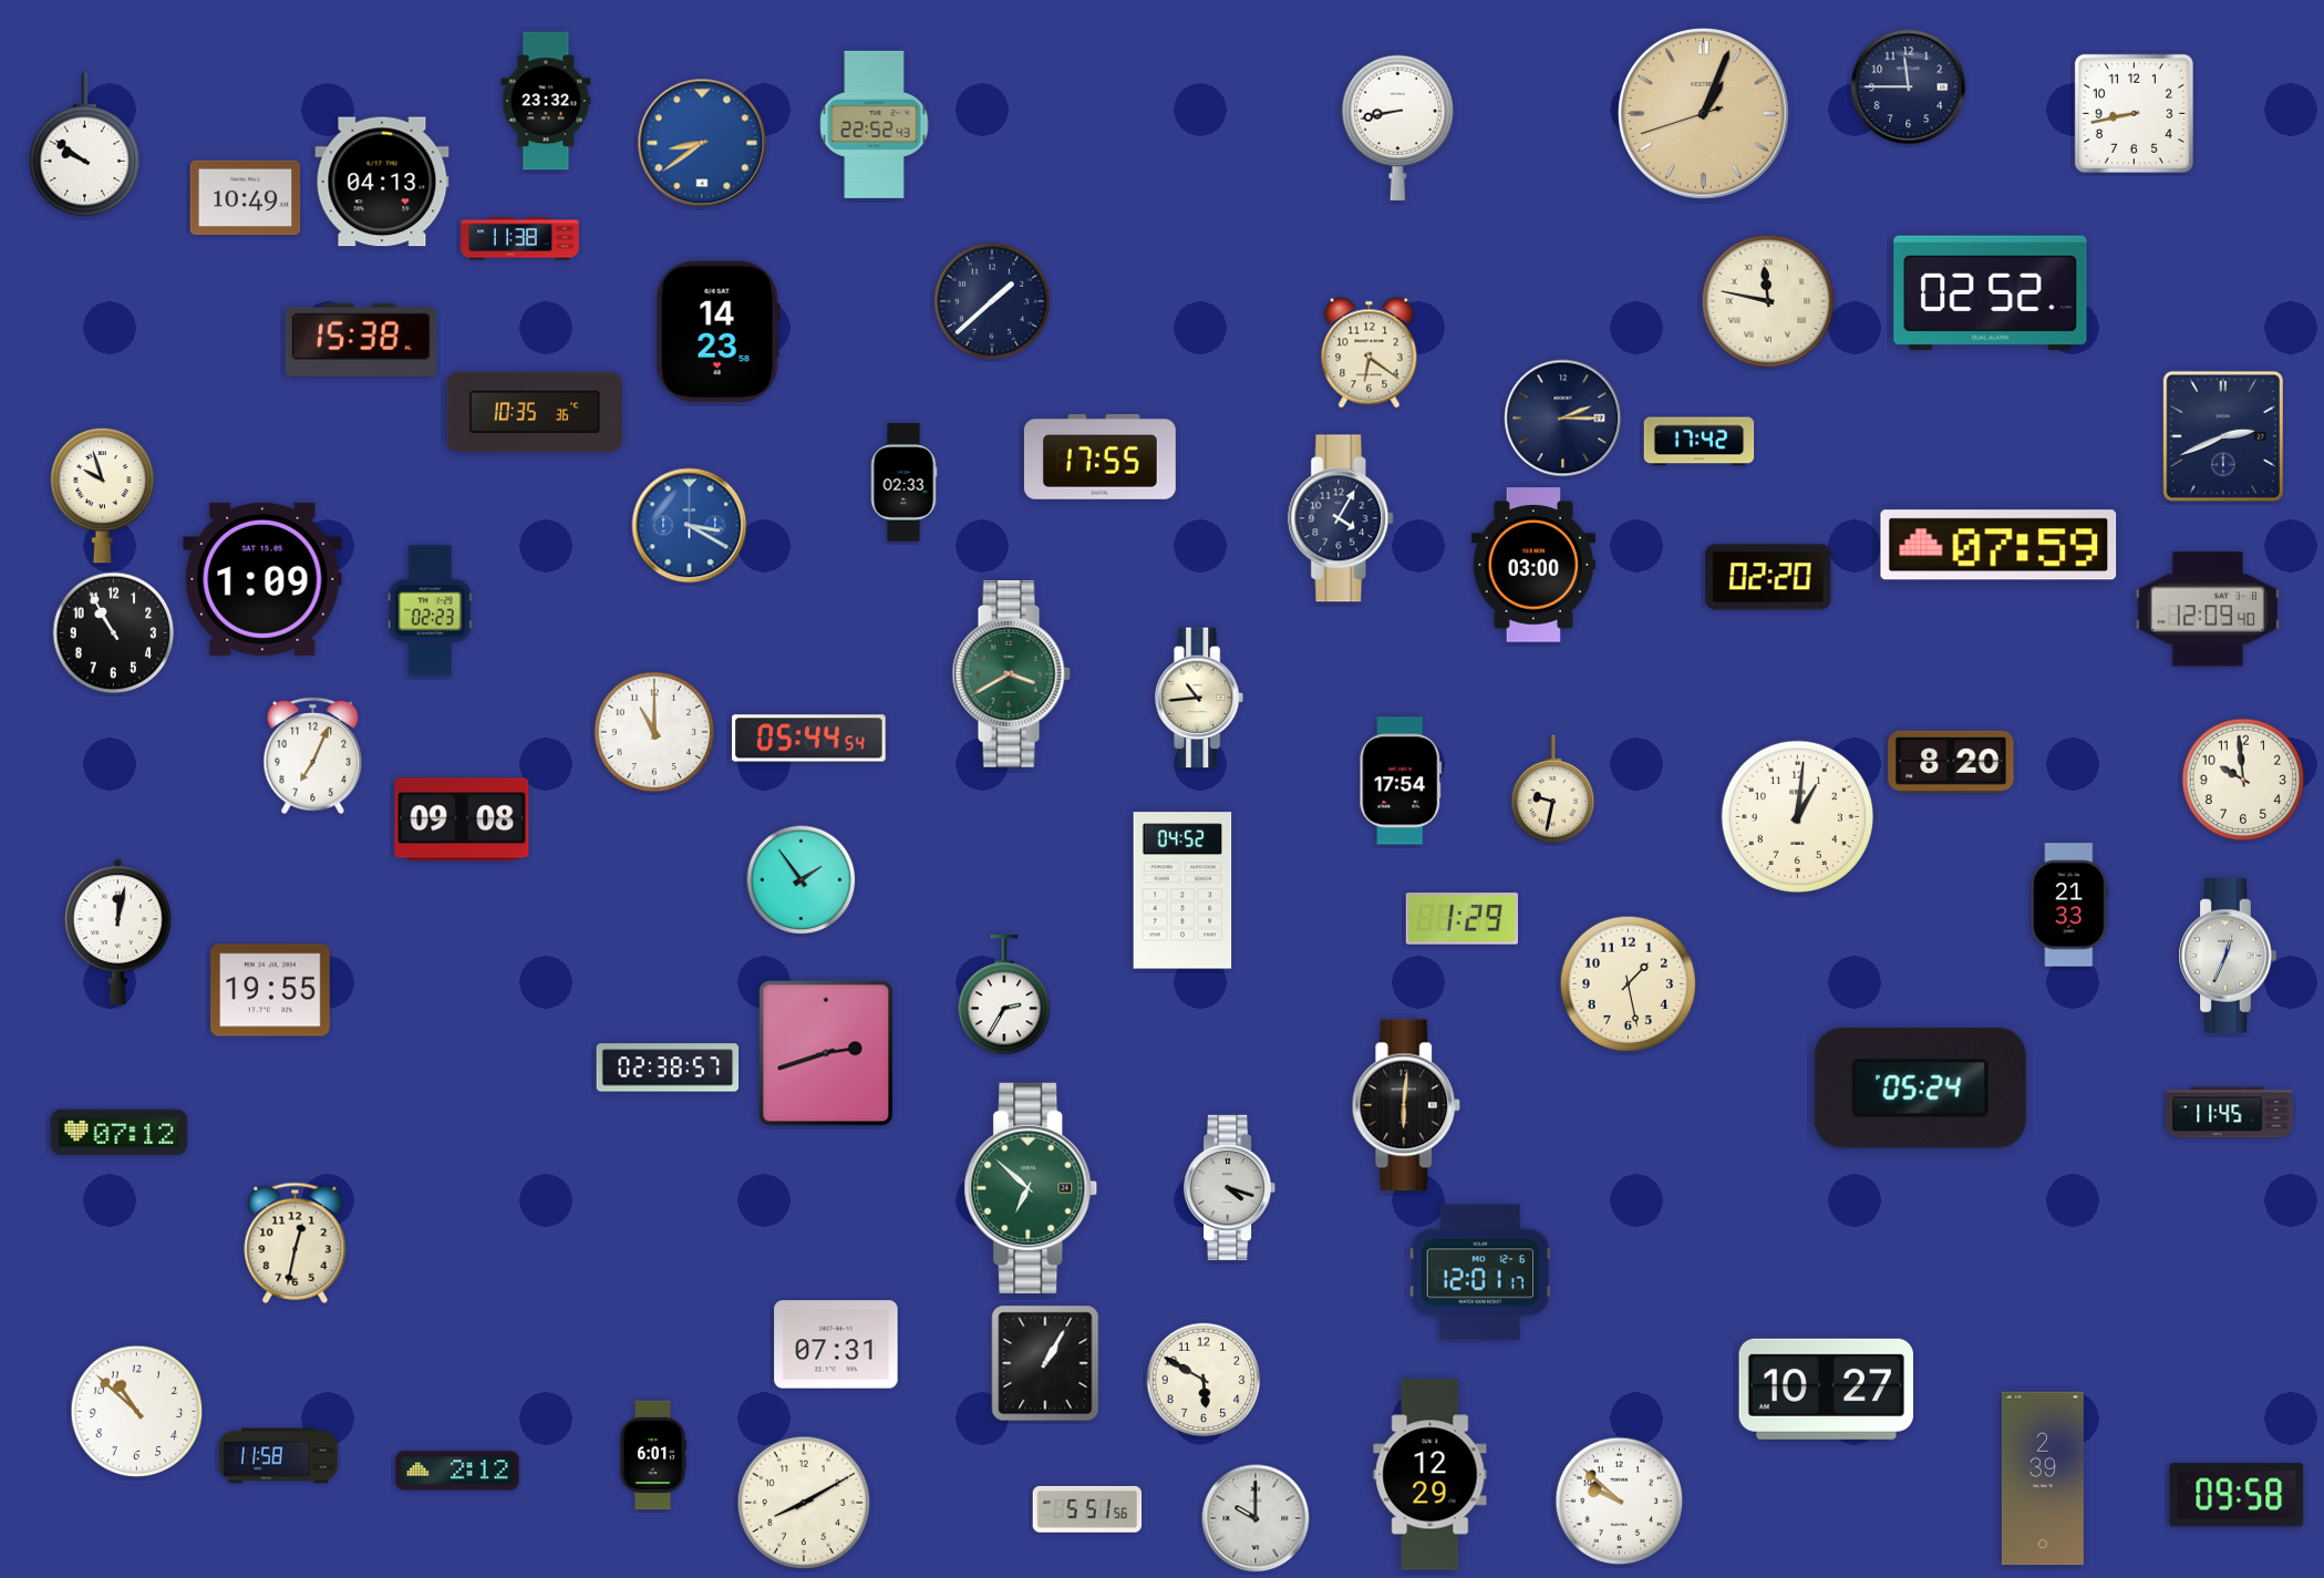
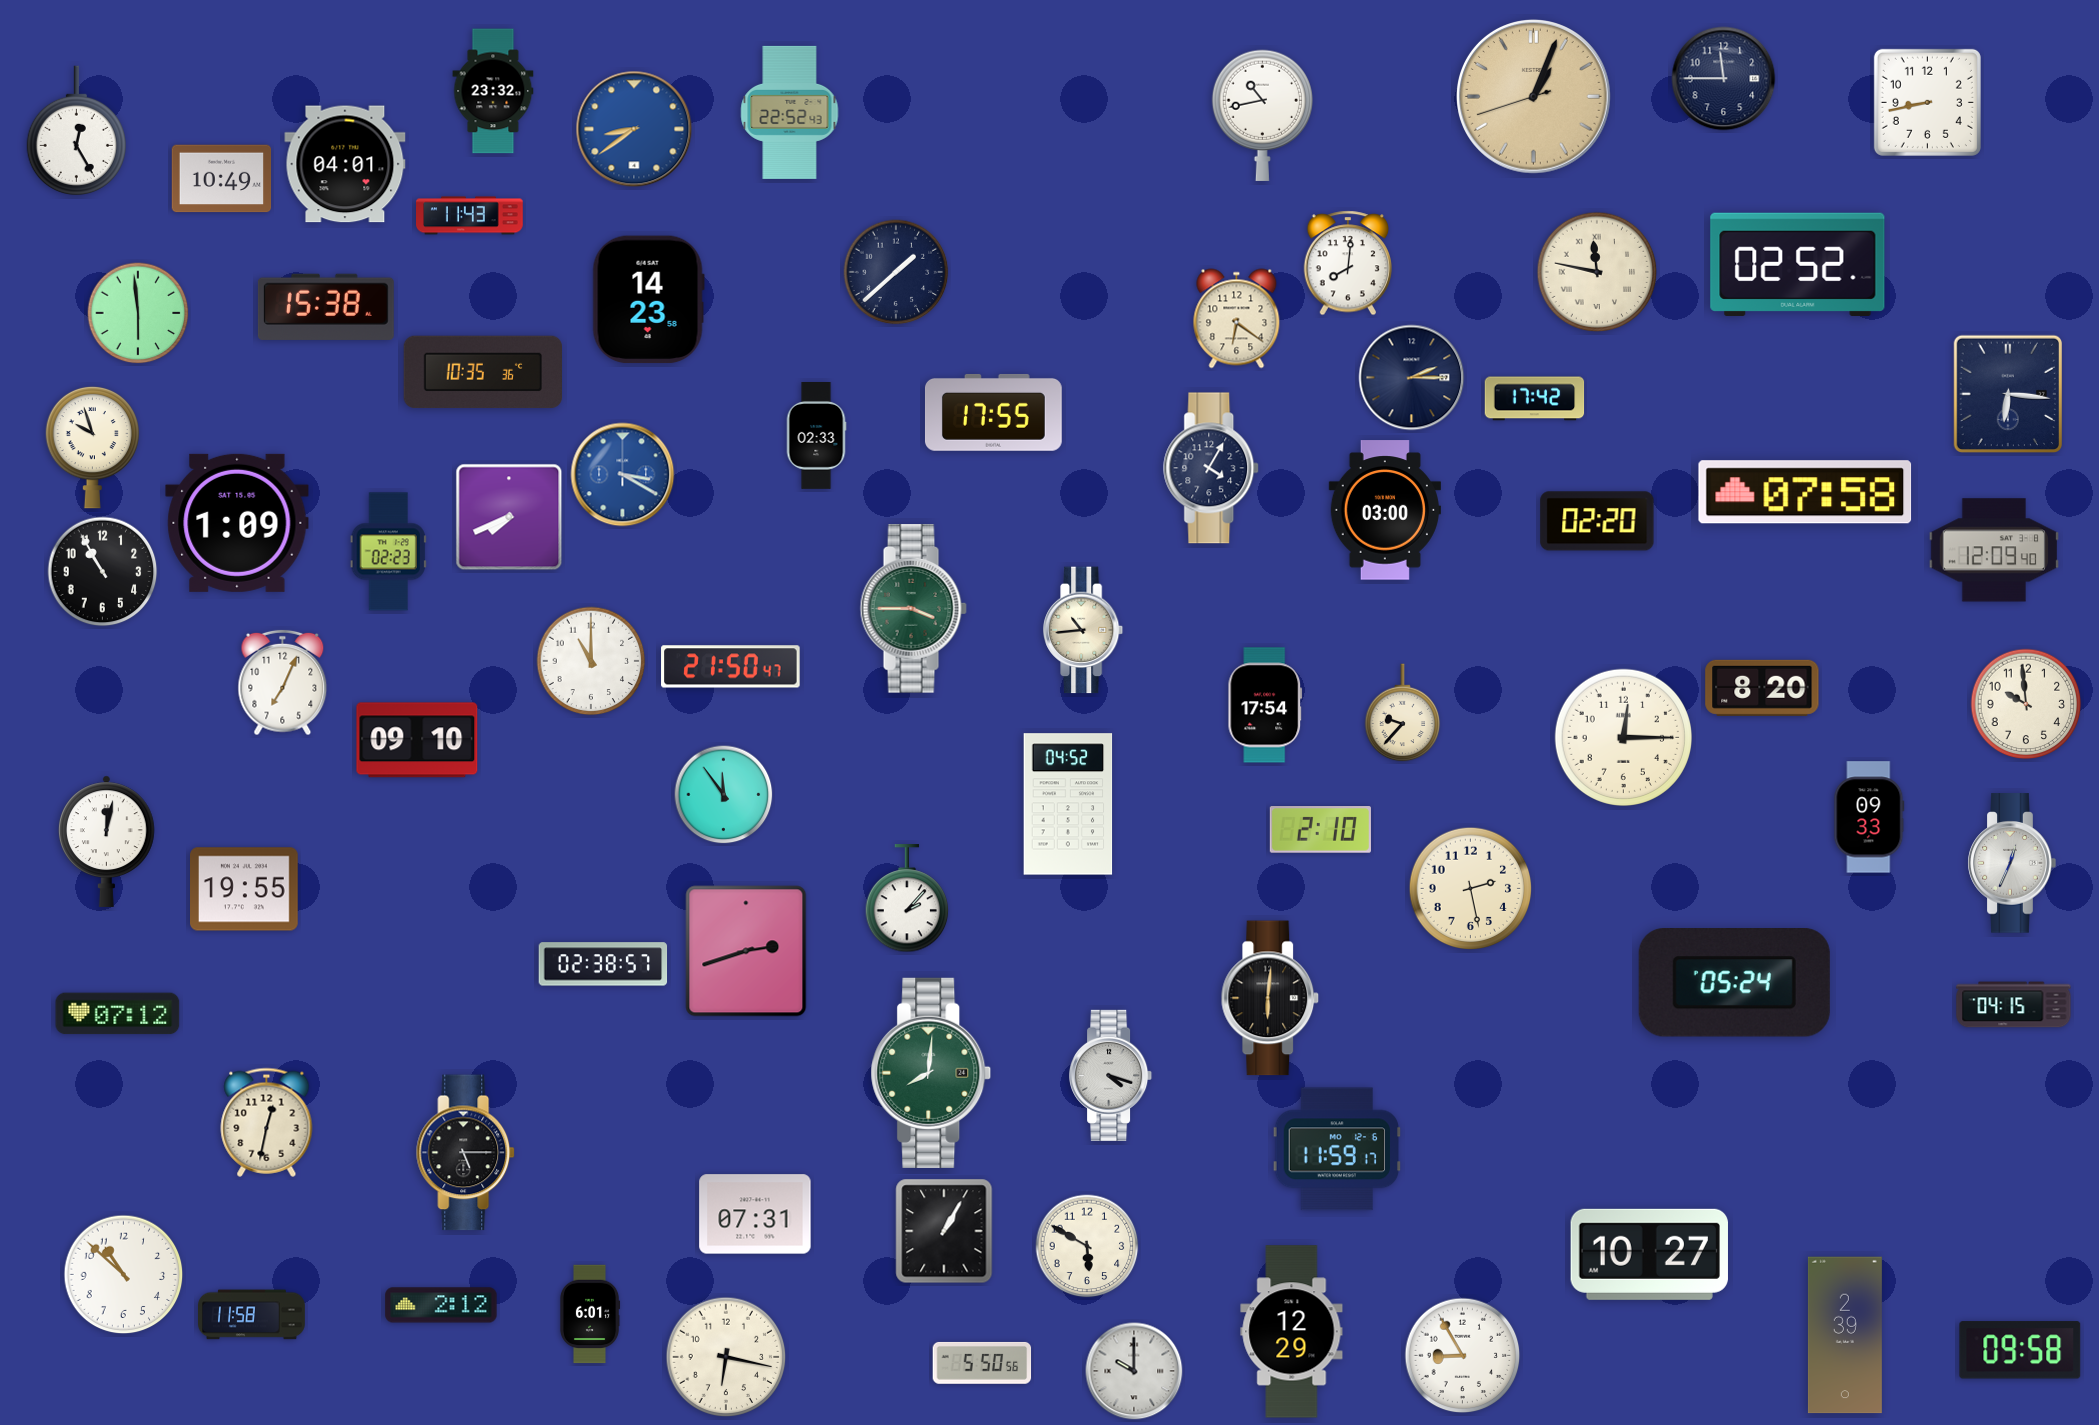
clock at (1704, 114) position: (1704, 114) -> (1534, 97)
clock at (1397, 127): 8:43 -> 10:43
clock at (84, 145): 9:51 -> 12:25
clock at (382, 182): 04:13 -> 04:01
clock at (520, 239): 11:38 -> 11:43
clock at (1348, 263): none -> 8:01
clock at (138, 313): none -> 5:59
clock at (2222, 436): 2:41 -> 6:16
clock at (1998, 545): 07:59 -> 07:58
clock at (509, 517): none -> 7:41
clock at (1011, 674): 3:40 -> 3:45
clock at (809, 739): 05:44 -> 21:50
clock at (1553, 790): 9:32 -> 9:37
clock at (1797, 816): 1:01 -> 12:15
clock at (462, 819): 09:08 -> 09:10
clock at (802, 880): 1:54 -> 11:54
clock at (2069, 905): 21:33 -> 09:33
clock at (1461, 919): 1:29 -> 2:10
clock at (1629, 984): 1:28 -> 2:28
clock at (271, 990) position: (271, 990) -> (245, 889)
clock at (1004, 996): 2:35 -> 2:07
clock at (2230, 1113): 11:45 -> 04:15
clock at (120, 1133) position: (120, 1133) -> (118, 1014)
clock at (1230, 1187) position: (1230, 1187) -> (1111, 1075)
clock at (1031, 1188): 6:52 -> 8:01
clock at (1479, 1272): 12:01 -> 11:59
clock at (466, 1153): none -> 5:15
clock at (457, 1471) position: (457, 1471) -> (441, 1305)
clock at (1620, 1502): 9:52 -> 8:55
clock at (804, 1503): 8:10 -> 6:17
clock at (1087, 1509): 5:51 -> 5:50
